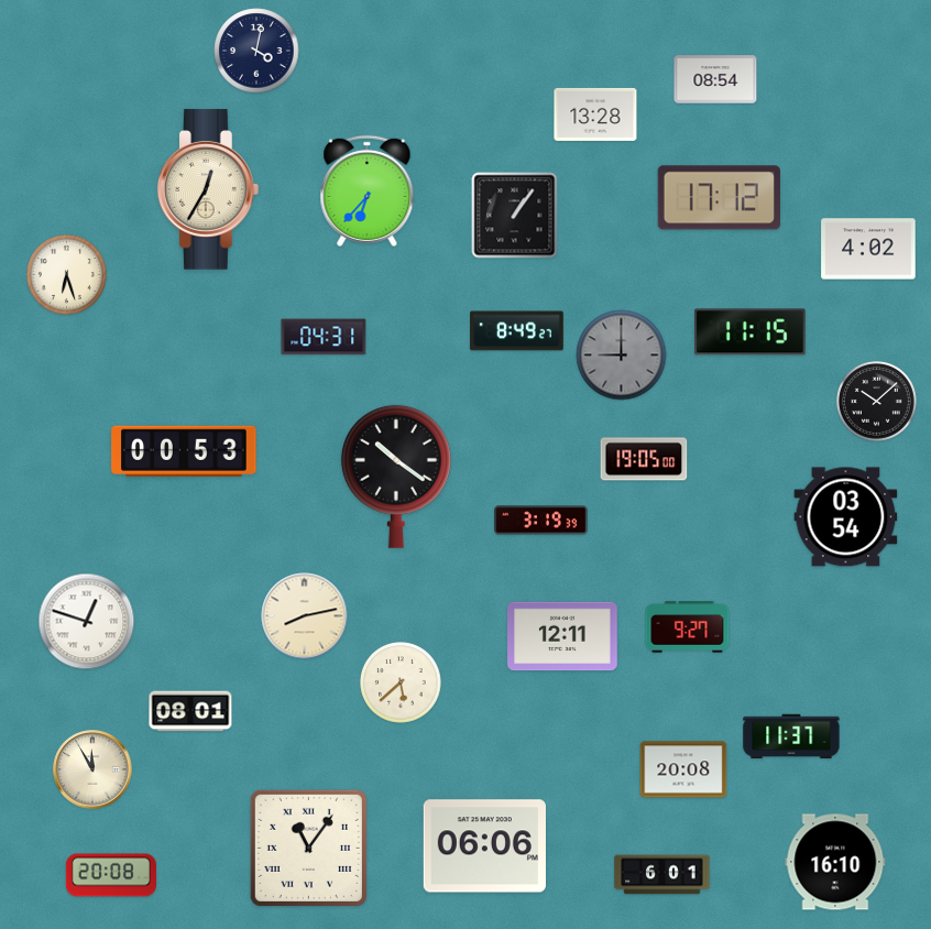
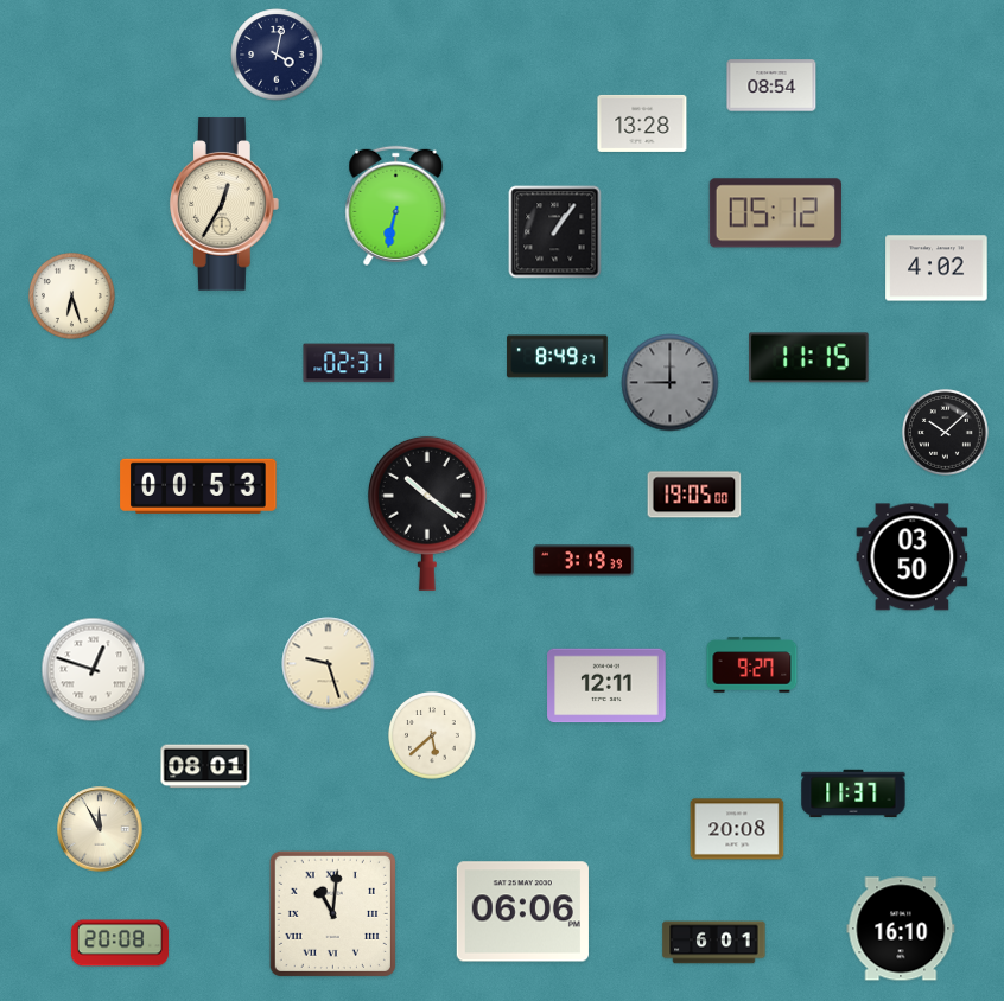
clock at (368, 190): 6:37 -> 6:32
clock at (719, 198): 17:12 -> 05:12
clock at (324, 337): 04:31 -> 02:31
clock at (846, 517): 03:54 -> 03:50
clock at (305, 616): 8:13 -> 9:27
clock at (688, 627) position: (688, 627) -> (752, 665)
clock at (308, 848): 11:06 -> 11:01
